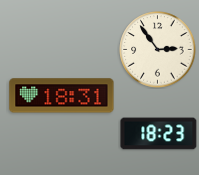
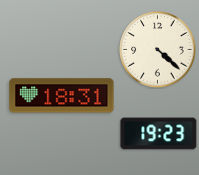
clock at (158, 50): 2:54 -> 4:22
clock at (159, 134): 18:23 -> 19:23
